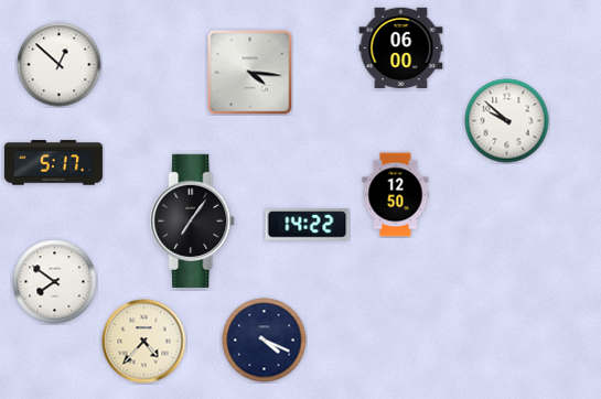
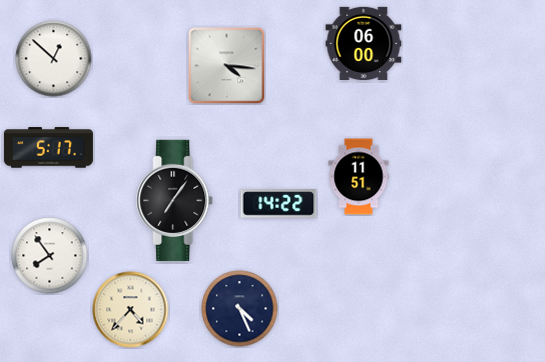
clock at (507, 121): 9:52 -> none
clock at (396, 195): 12:50 -> 11:51
clock at (55, 282): 7:51 -> 7:54
clock at (265, 341): 4:19 -> 4:26
